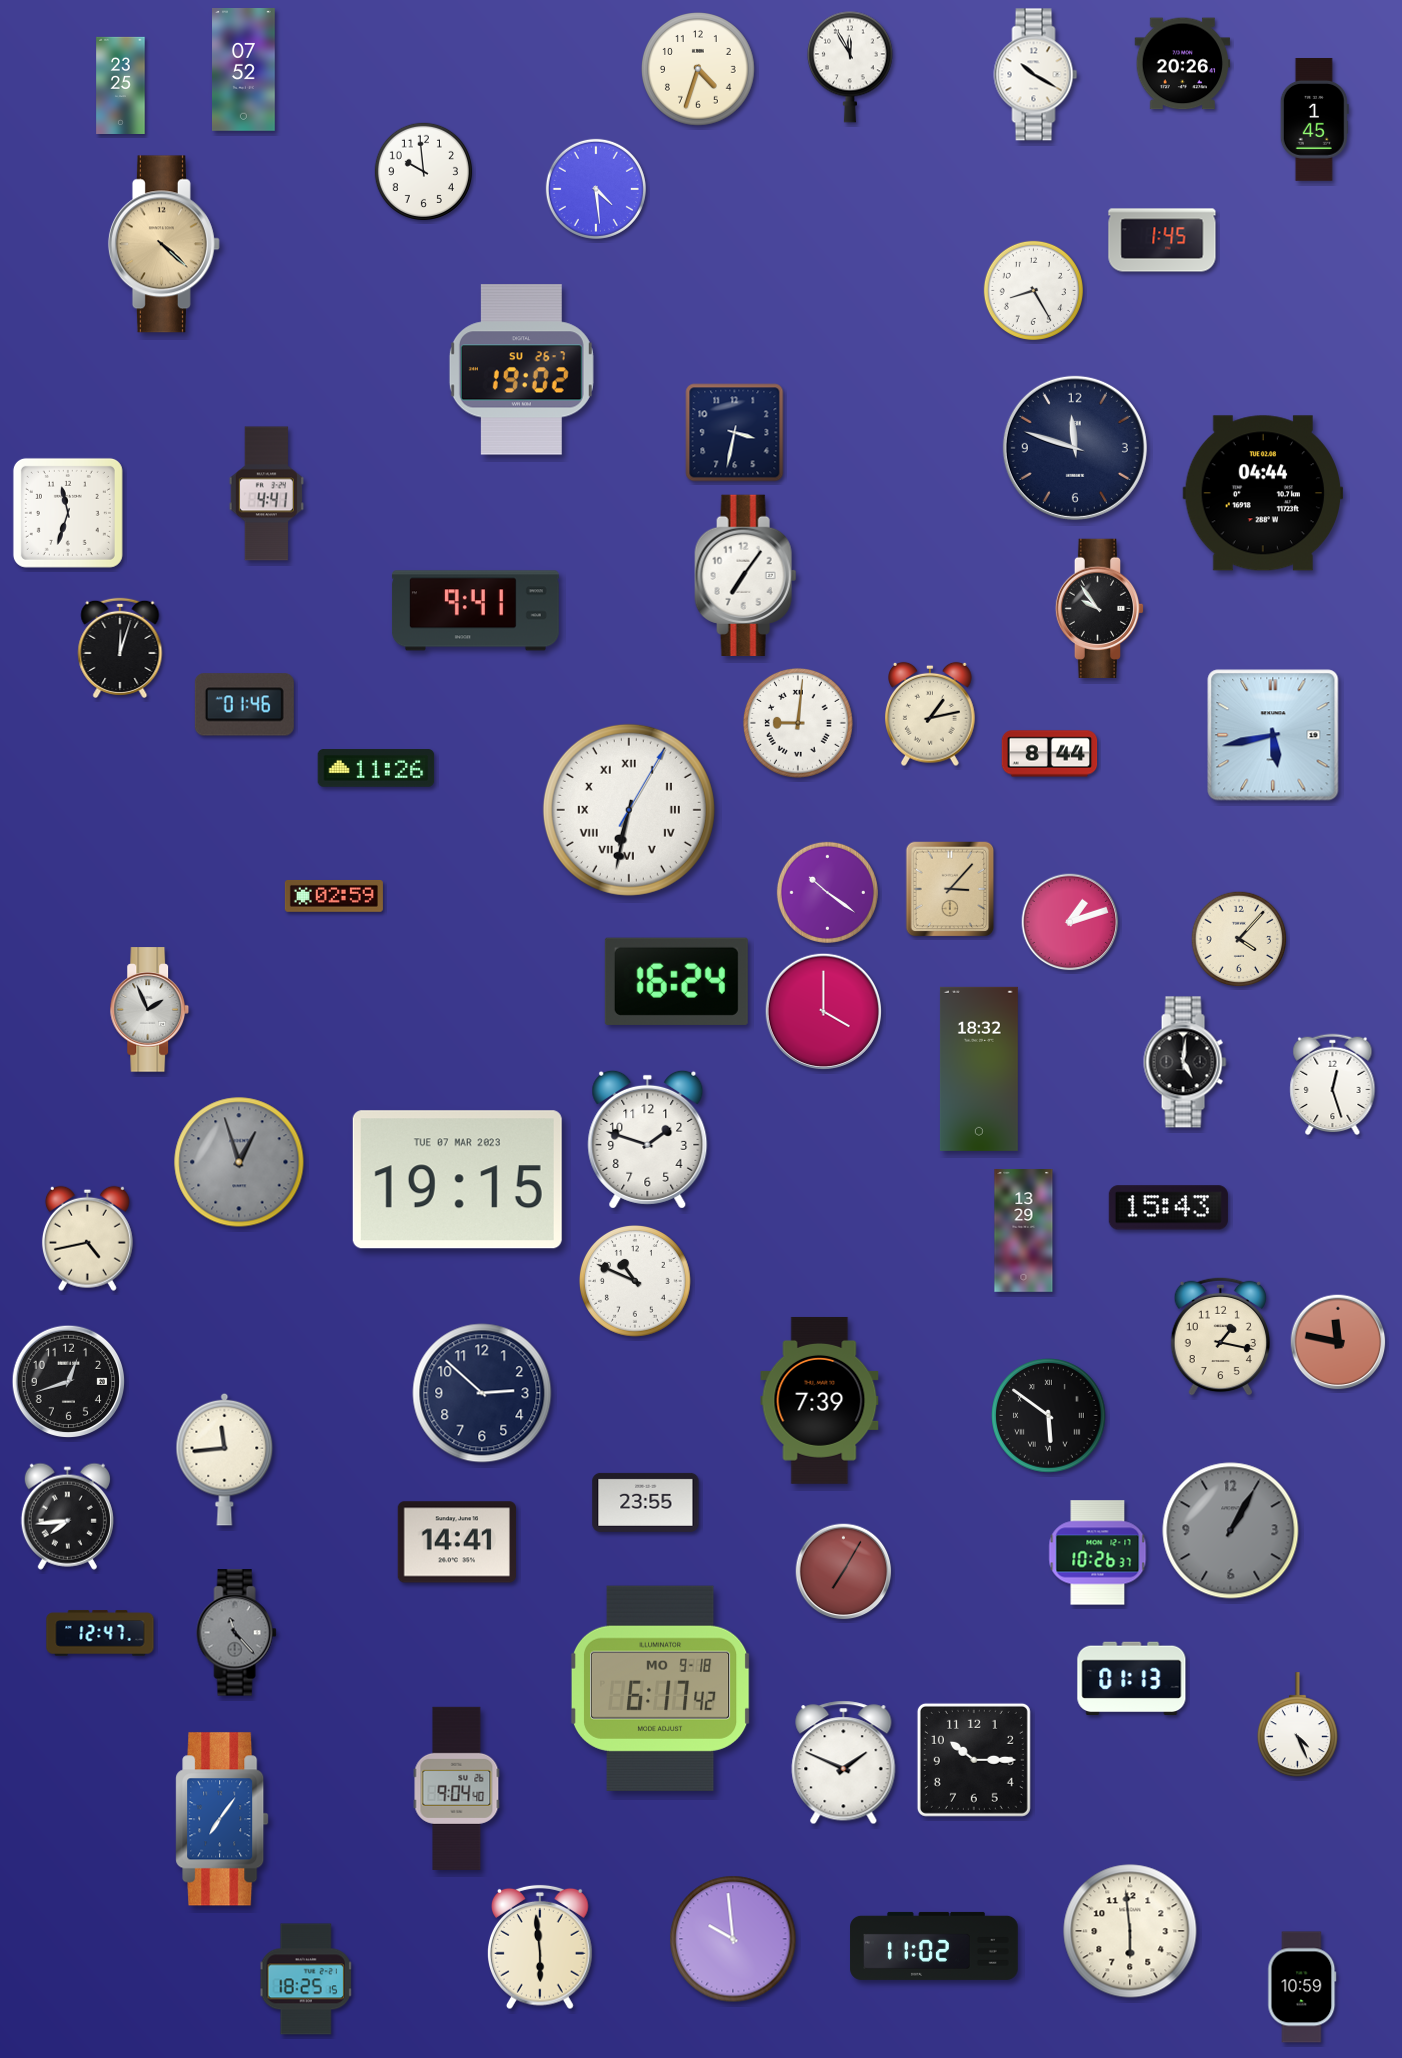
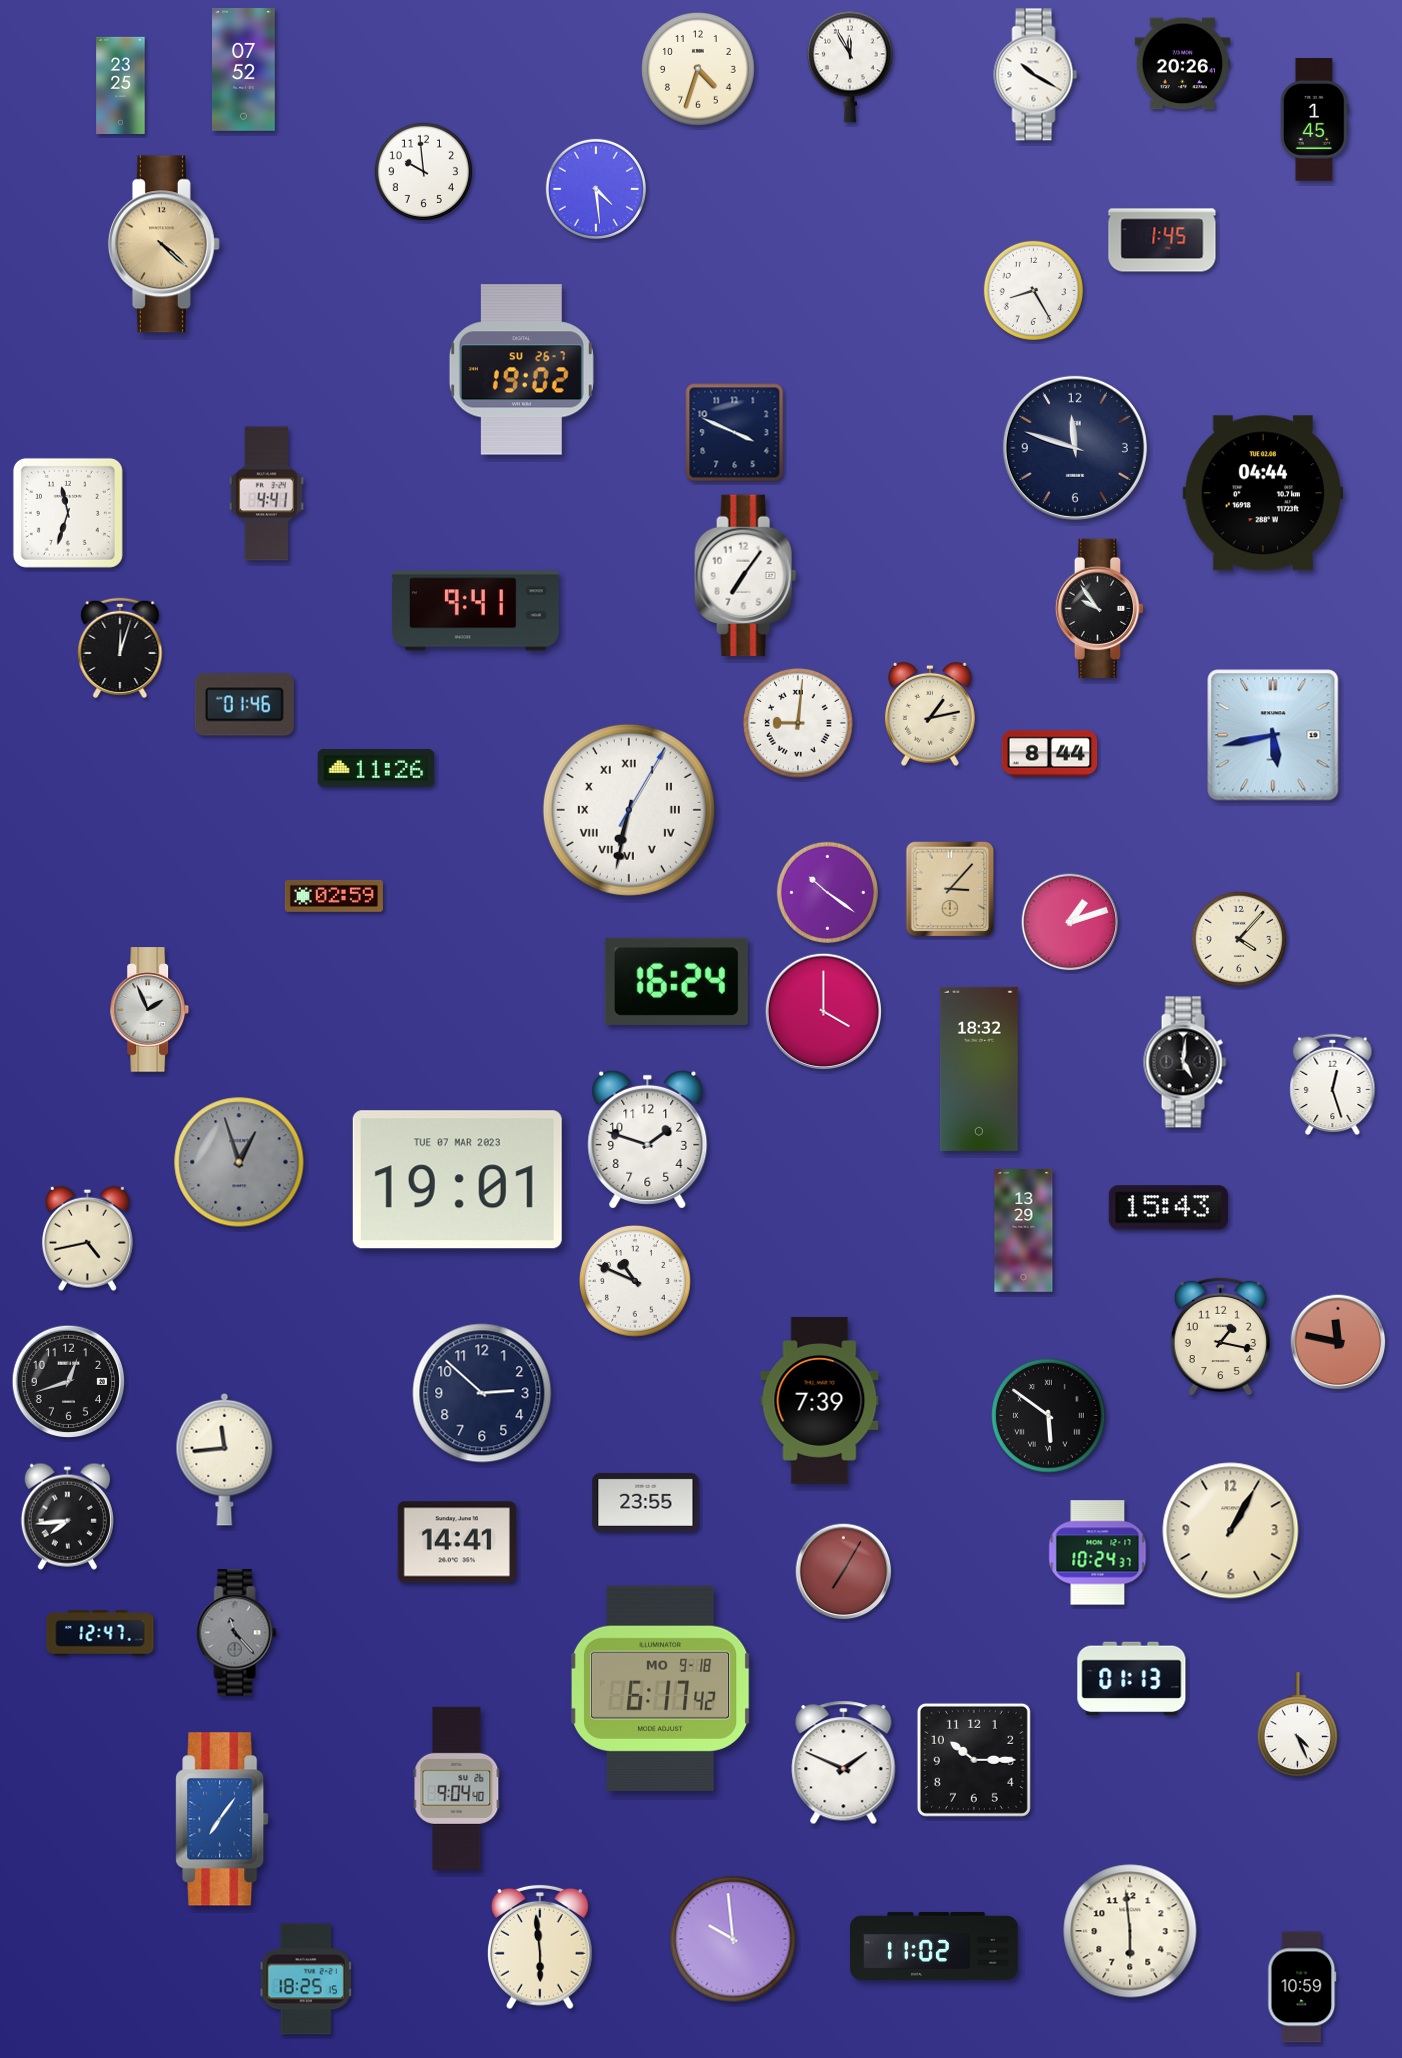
clock at (735, 433): 3:32 -> 3:49
clock at (457, 1180): 19:15 -> 19:01
clock at (1231, 1531) dial: grey -> cream
clock at (1098, 1553): 10:26 -> 10:24
